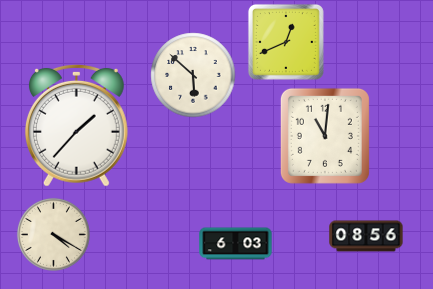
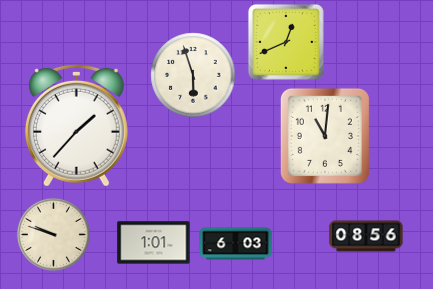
clock at (193, 75): 5:52 -> 5:57
clock at (53, 234): 4:20 -> 9:48
clock at (154, 243): none -> 1:01
